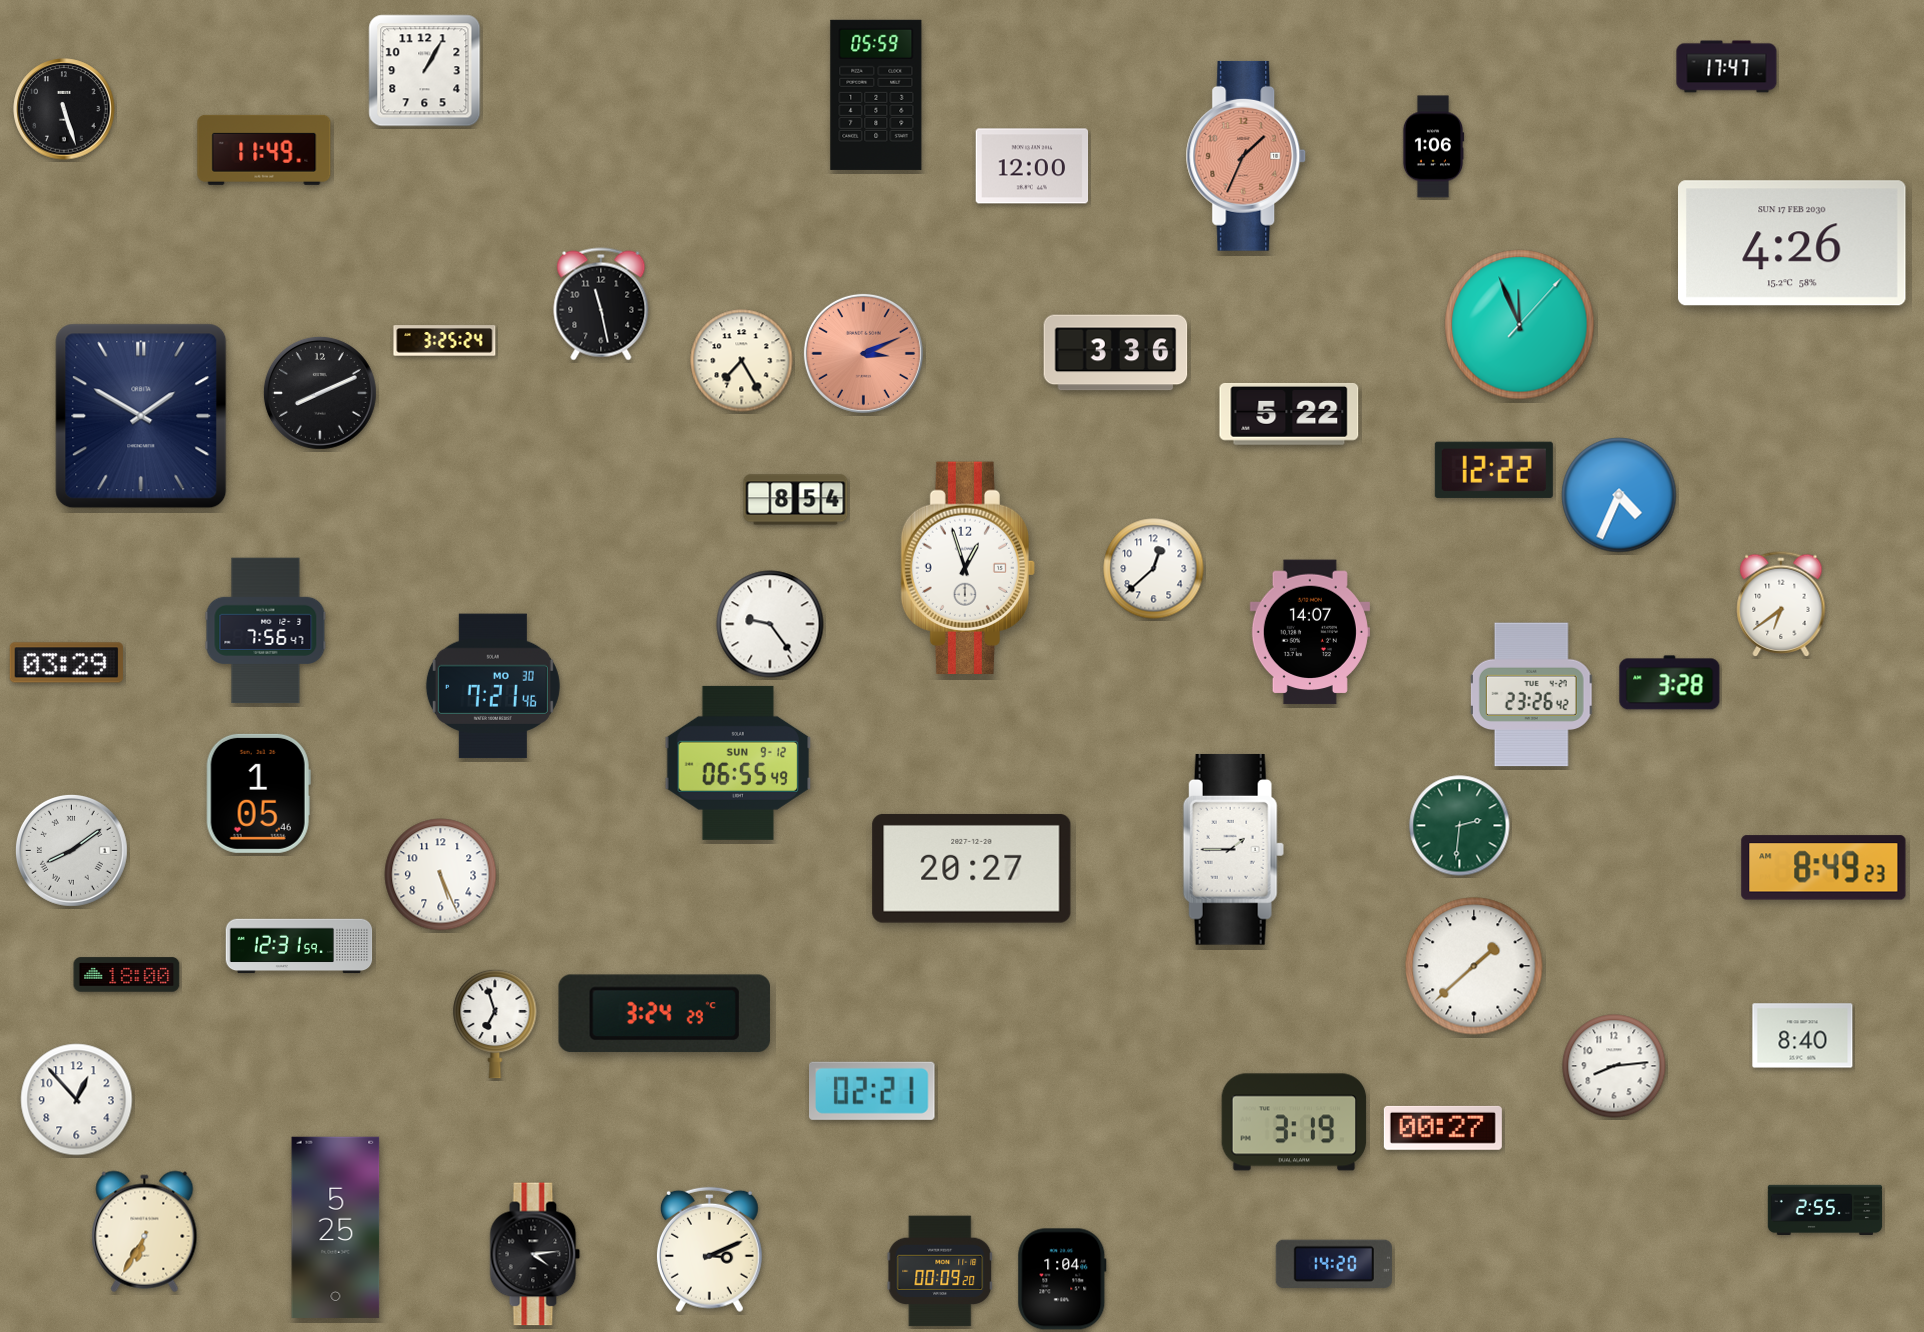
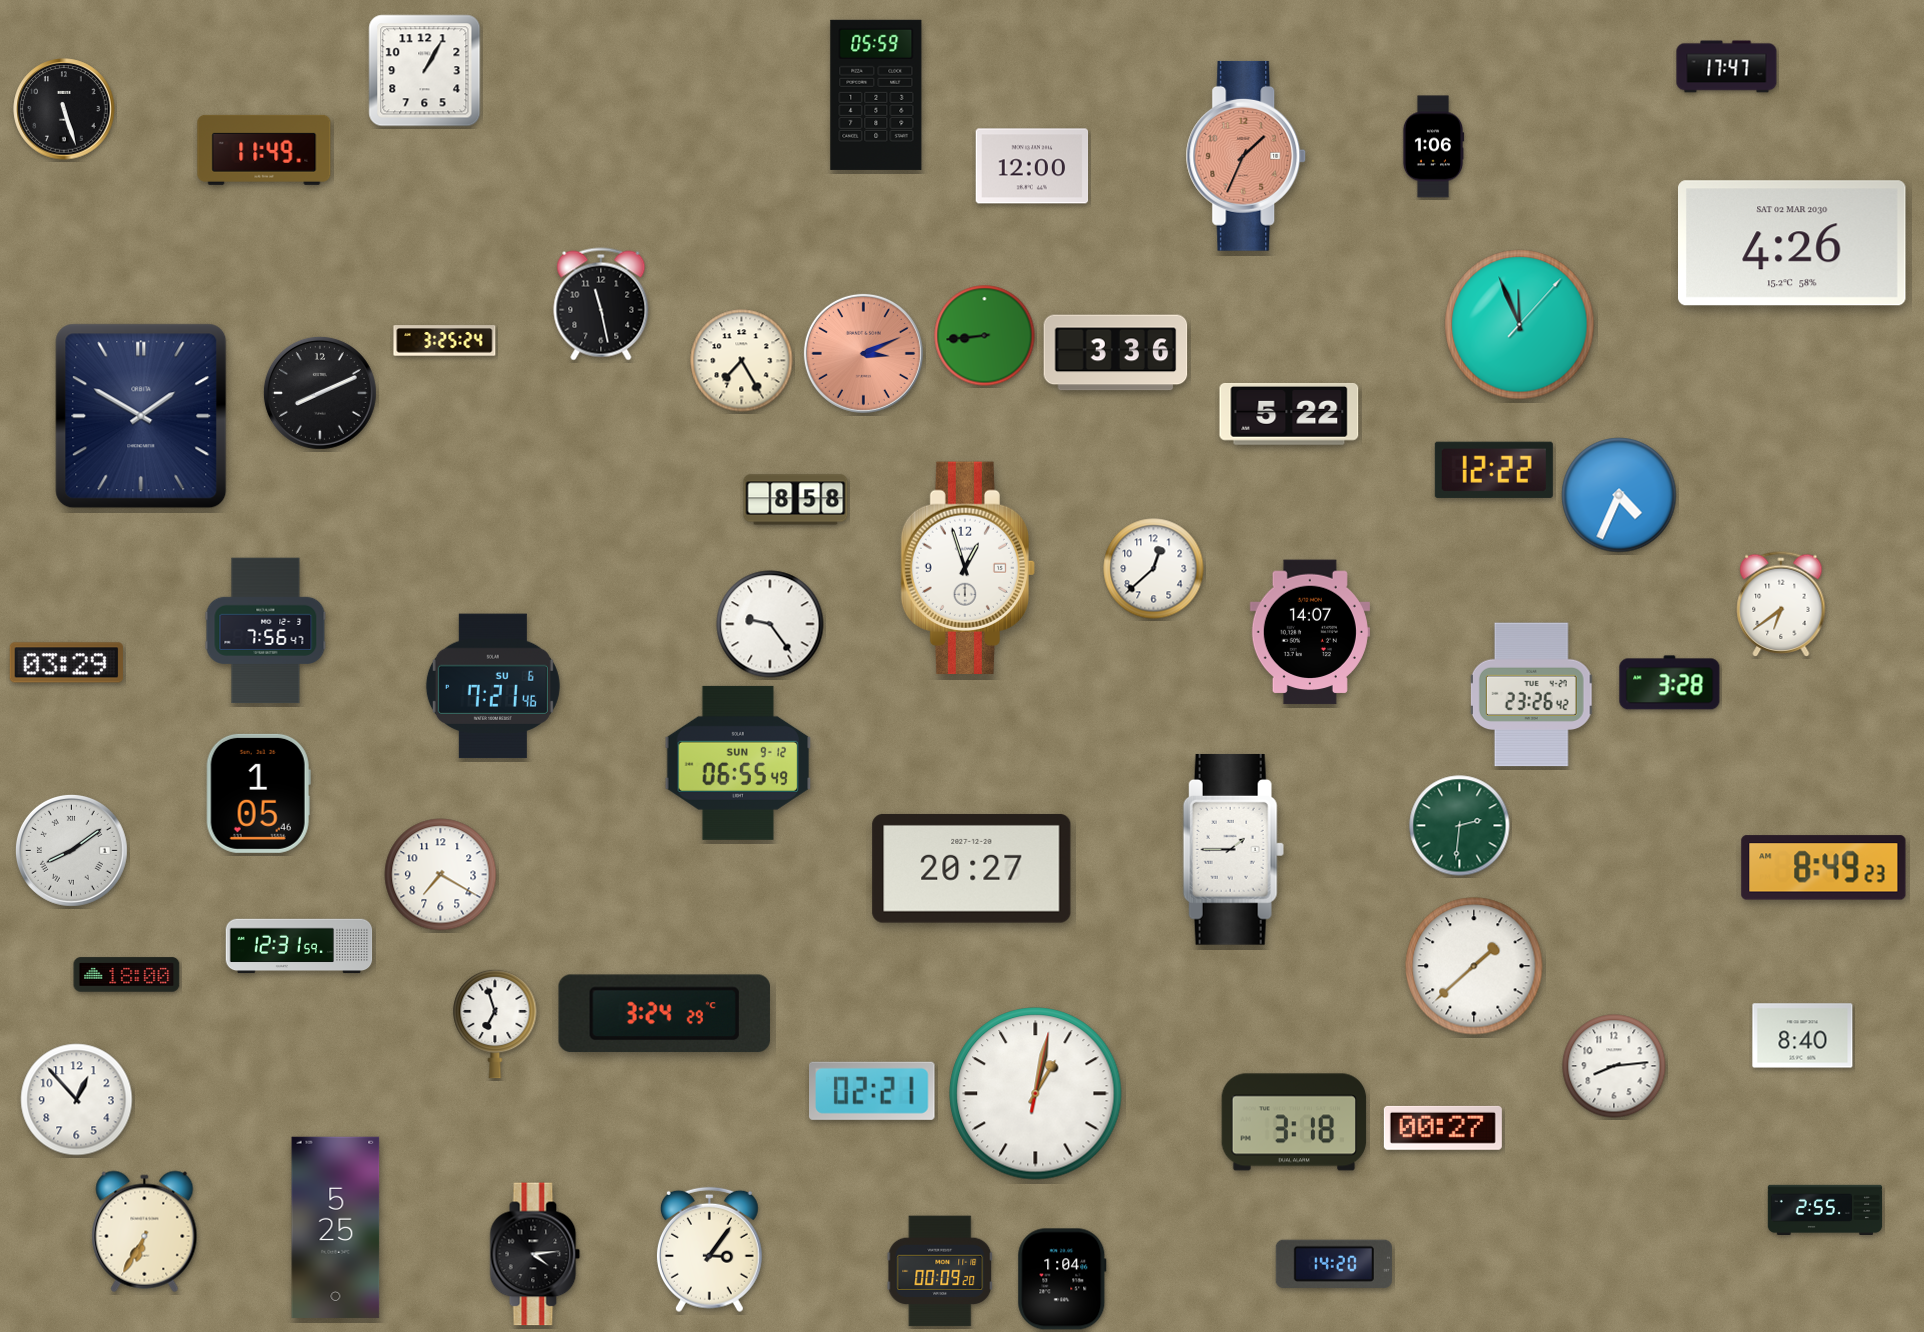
clock at (1793, 243) date: SUN 17 FEB 2030 -> SAT 02 MAR 2030
clock at (985, 336): none -> 8:44
clock at (796, 500): 8:54 -> 8:58
clock at (493, 686) date: MO 30 -> SU 6
clock at (441, 875): 5:26 -> 7:20
clock at (1036, 1094): none -> 1:02
clock at (1294, 1122): 3:19 -> 3:18
clock at (709, 1250): 3:11 -> 3:06
